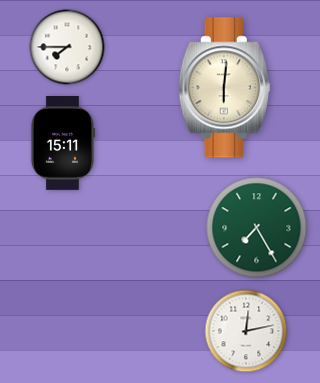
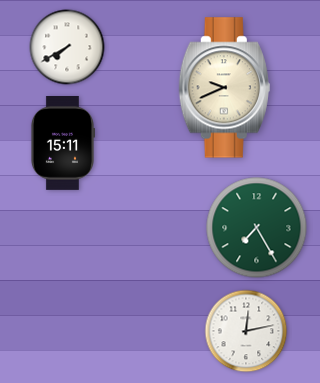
clock at (67, 47): 7:45 -> 7:40
clock at (224, 88): 6:01 -> 9:41
